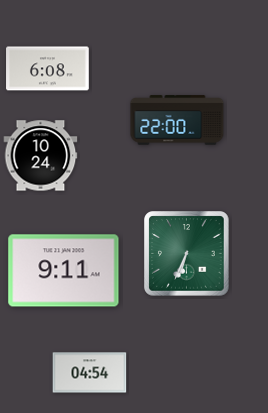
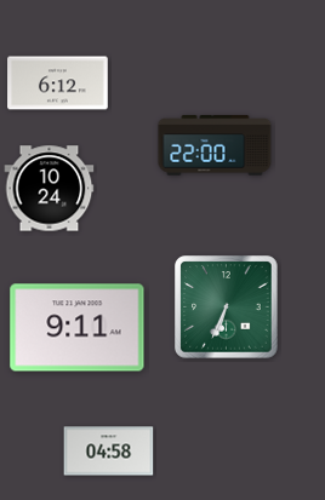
clock at (48, 69): 6:08 -> 6:12
clock at (90, 373): 04:54 -> 04:58
